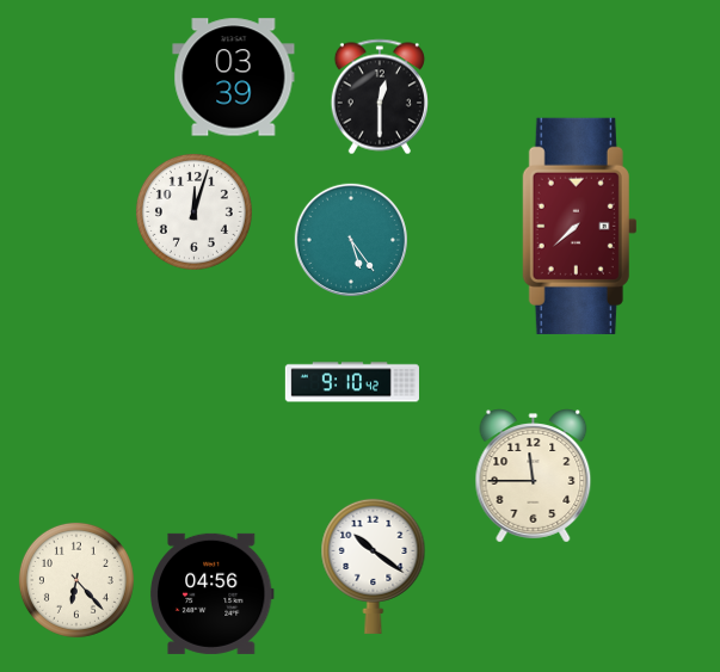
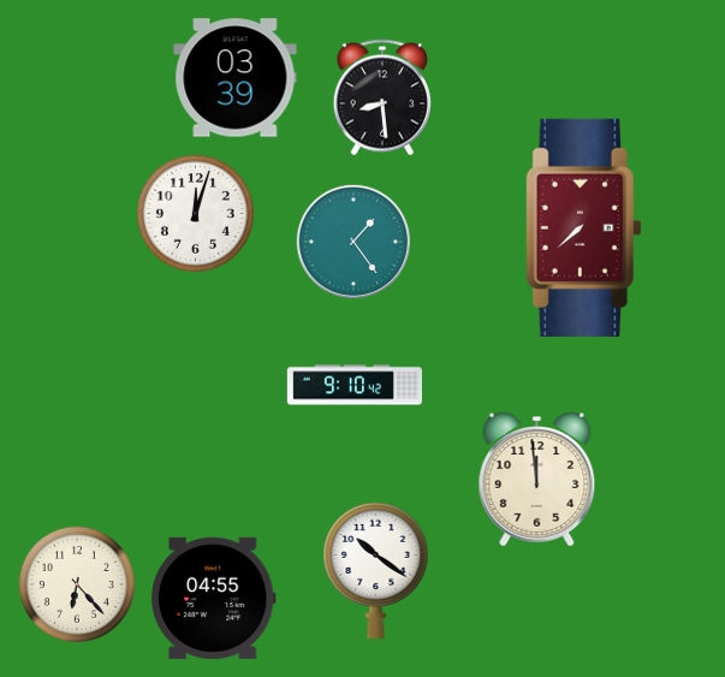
clock at (380, 97): 12:30 -> 8:29
clock at (350, 240): 5:24 -> 1:24
clock at (534, 476): 11:45 -> 11:59
clock at (211, 593): 04:56 -> 04:55
